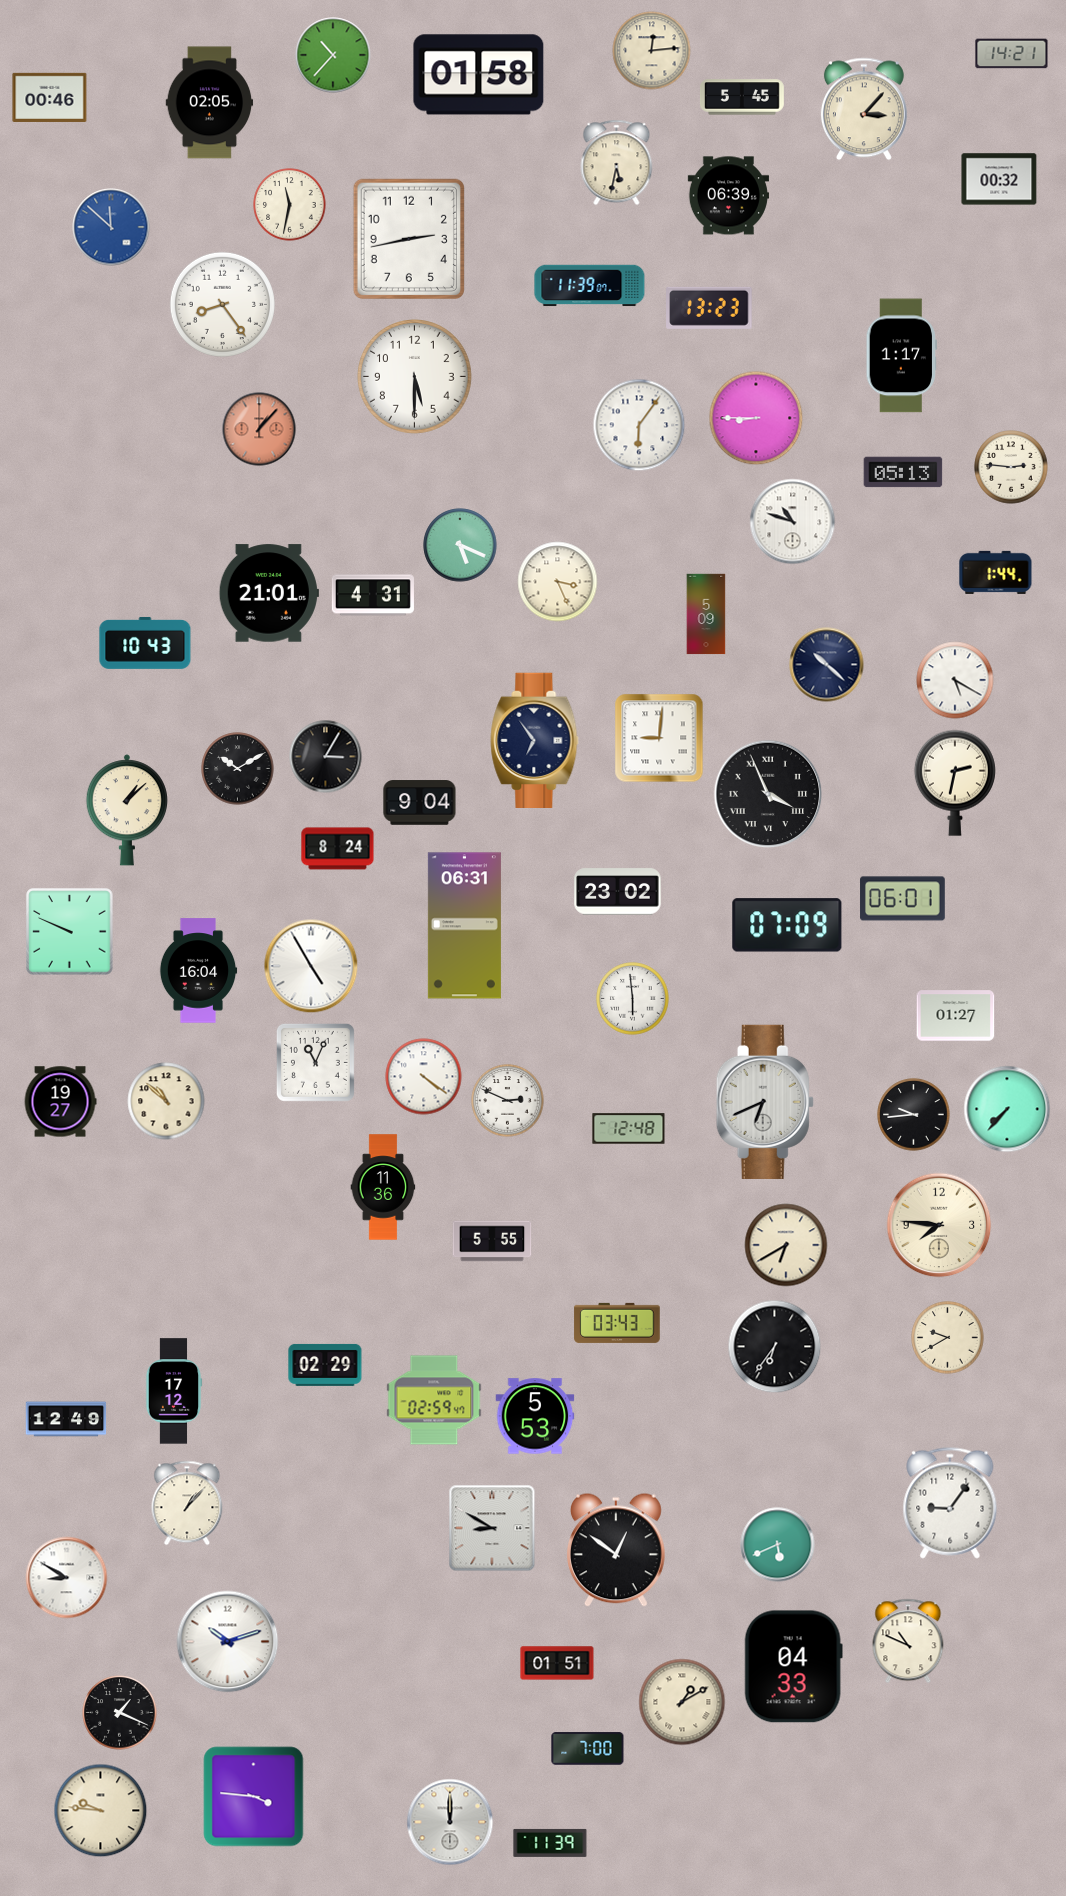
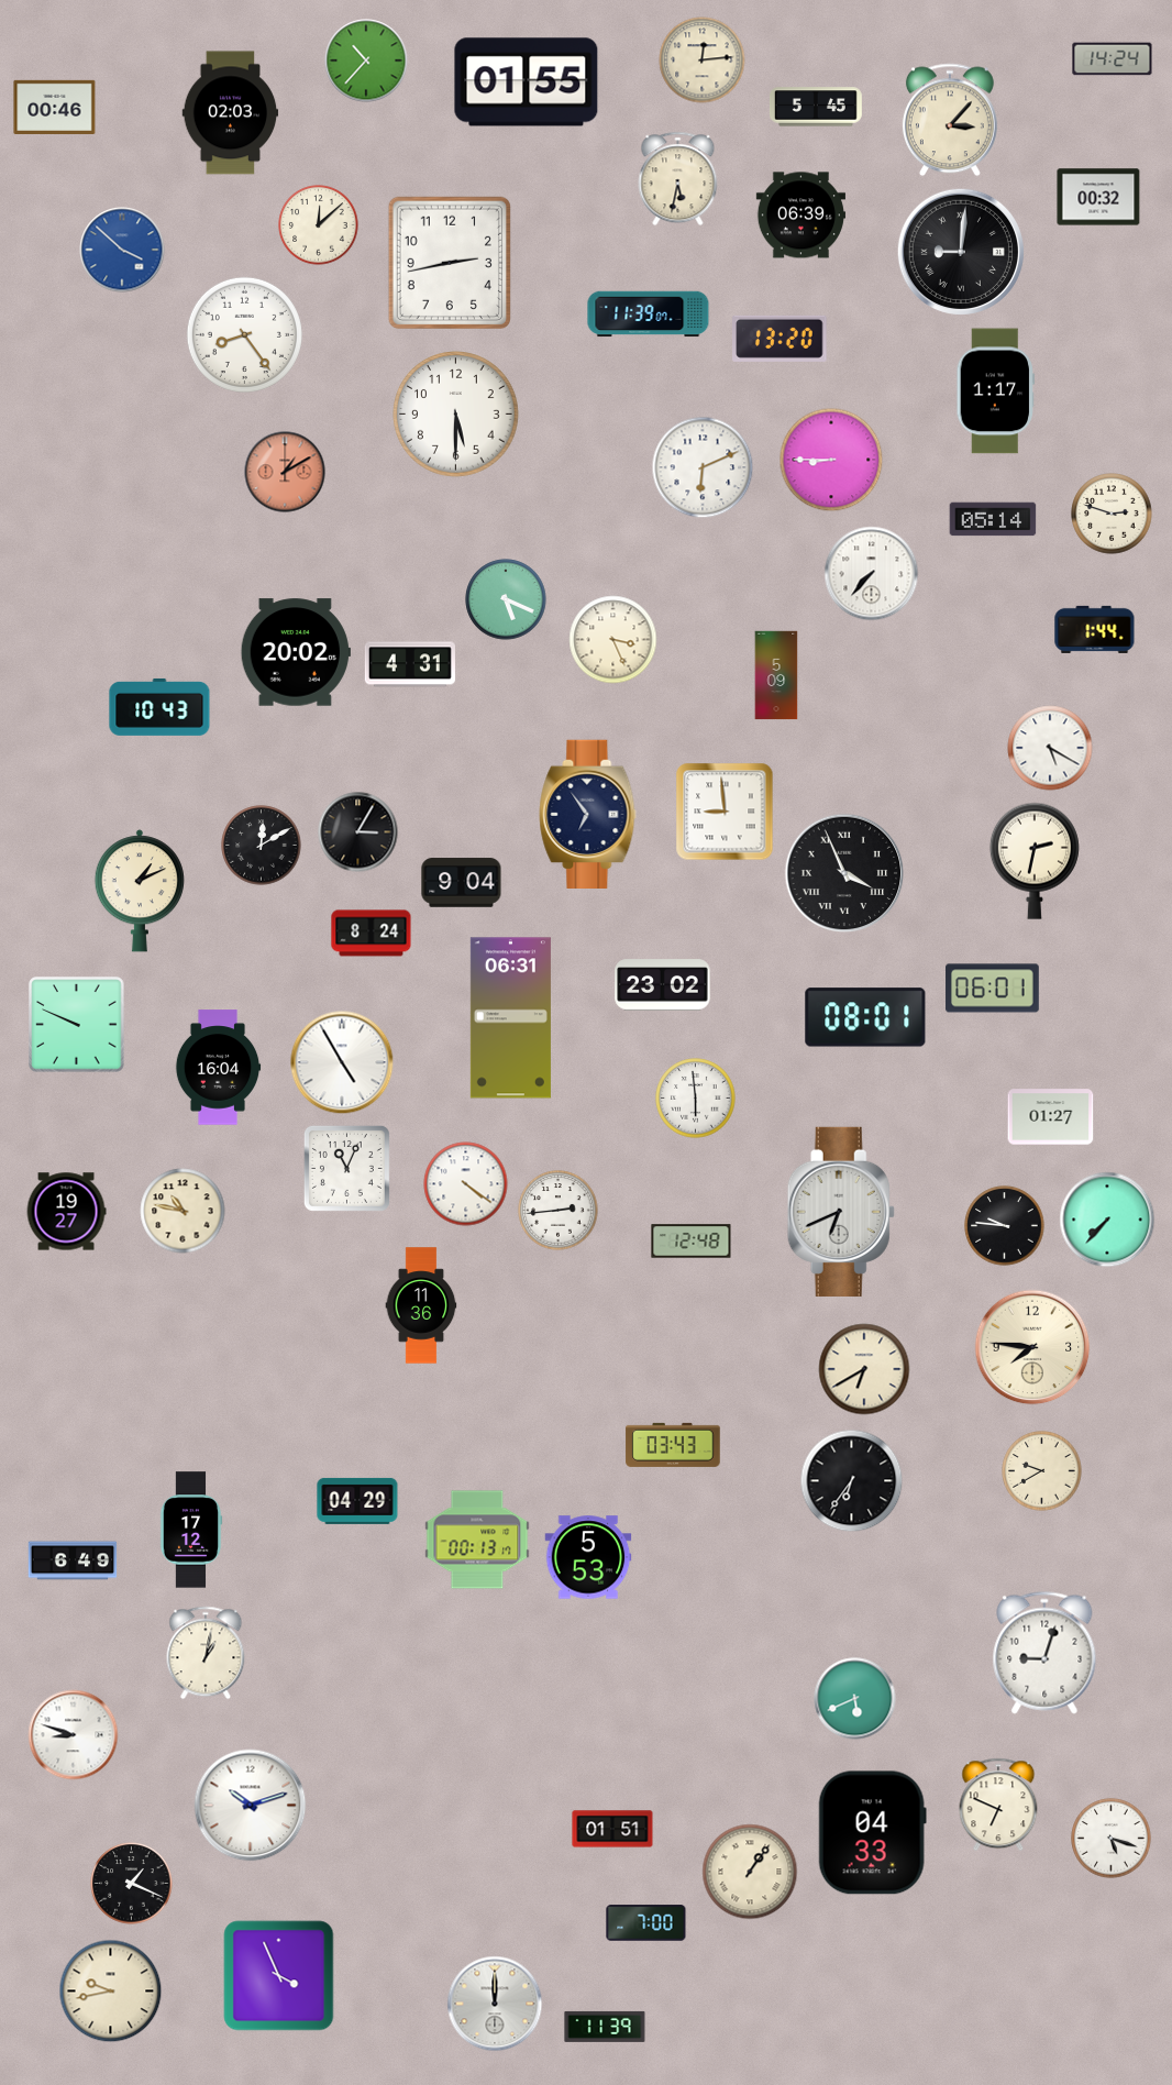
clock at (652, 51) position: (652, 51) -> (703, 60)
clock at (1012, 54): 14:21 -> 14:24
clock at (479, 75): 01:58 -> 01:55
clock at (210, 103): 02:05 -> 02:03
clock at (290, 205): 11:32 -> 12:08
clock at (111, 227): 11:52 -> 3:52
clock at (960, 251): none -> 9:01
clock at (709, 308): 13:23 -> 13:20
clock at (902, 356) position: (902, 356) -> (996, 391)
clock at (639, 425): 6:06 -> 6:11
clock at (259, 429): 1:07 -> 1:10
clock at (1011, 467): 2:46 -> 2:48
clock at (903, 472): 05:13 -> 05:14
clock at (793, 522): 10:48 -> 7:37
clock at (269, 593): 21:01 -> 20:02
clock at (373, 595) position: (373, 595) -> (410, 664)
clock at (827, 665): 10:22 -> none
clock at (659, 738): 9:01 -> 8:59
clock at (238, 769): 10:10 -> 12:10
clock at (955, 783) position: (955, 783) -> (1035, 861)
clock at (127, 810): 1:08 -> 1:11
clock at (618, 892) position: (618, 892) -> (663, 985)
clock at (787, 925): 07:09 -> 08:01
clock at (166, 1101): 10:52 -> 10:47
clock at (508, 1101): 2:49 -> 2:44
clock at (914, 1115): 9:44 -> 9:46
clock at (492, 1241): 5:55 -> none
clock at (617, 1323) position: (617, 1323) -> (673, 1445)
clock at (325, 1365): 02:29 -> 04:29
clock at (434, 1400): 02:59 -> 00:13
clock at (66, 1419): 12:49 -> 6:49
clock at (187, 1503): 1:07 -> 1:02
clock at (950, 1503): 9:06 -> 9:03
clock at (492, 1528): 8:50 -> none
clock at (616, 1550): 12:51 -> none
clock at (67, 1578): 8:50 -> 8:48
clock at (908, 1641): 10:49 -> 6:49
clock at (1112, 1839): none -> 5:18
clock at (682, 1702): 1:10 -> 1:06
clock at (254, 1797): 3:46 -> 3:56
clock at (101, 1811): 9:46 -> 9:43
